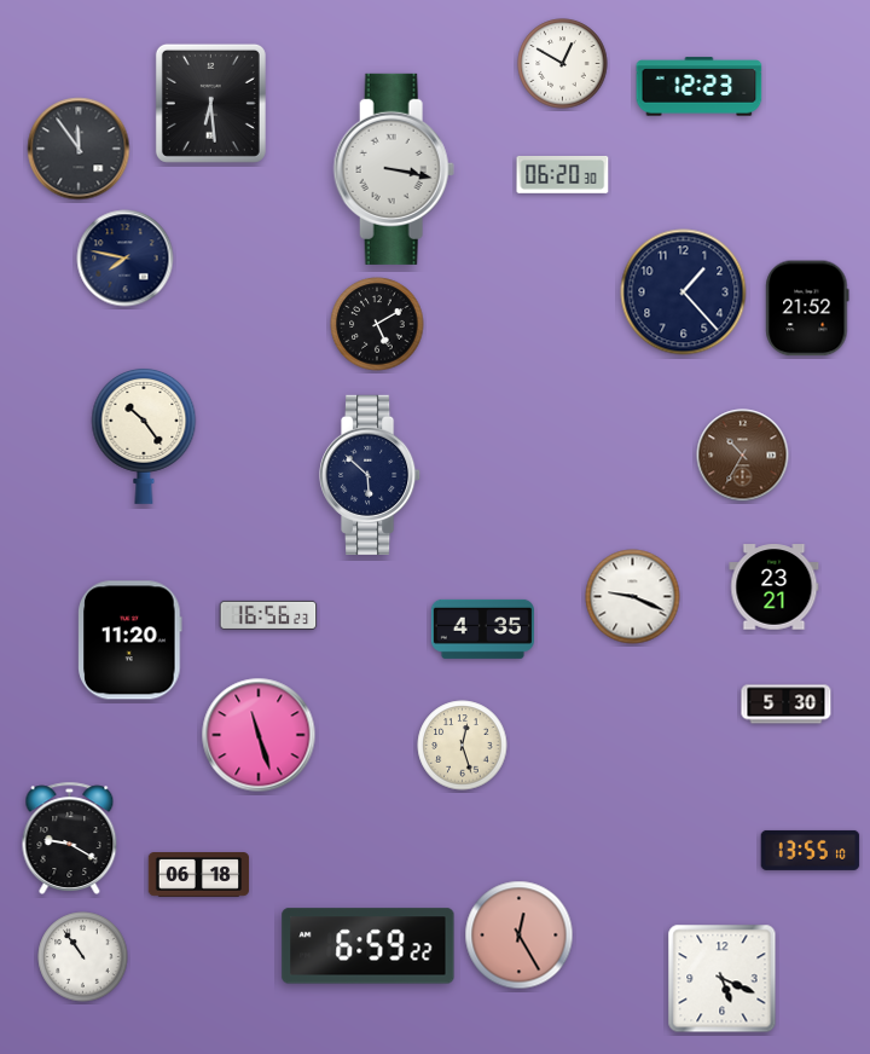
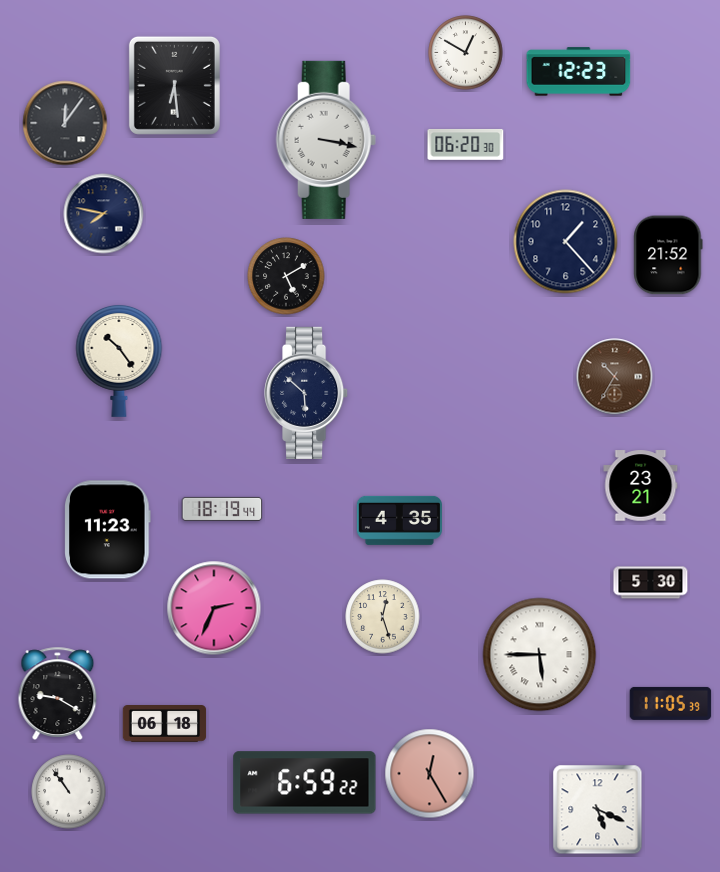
clock at (79, 149): 11:54 -> 12:06
clock at (377, 324) position: (377, 324) -> (286, 276)
clock at (633, 597): 9:19 -> none
clock at (268, 615): 16:56 -> 18:19
clock at (130, 641): 11:20 -> 11:23
clock at (259, 735): 11:27 -> 2:34
clock at (540, 655): none -> 5:45
clock at (811, 850): 13:55 -> 11:05
